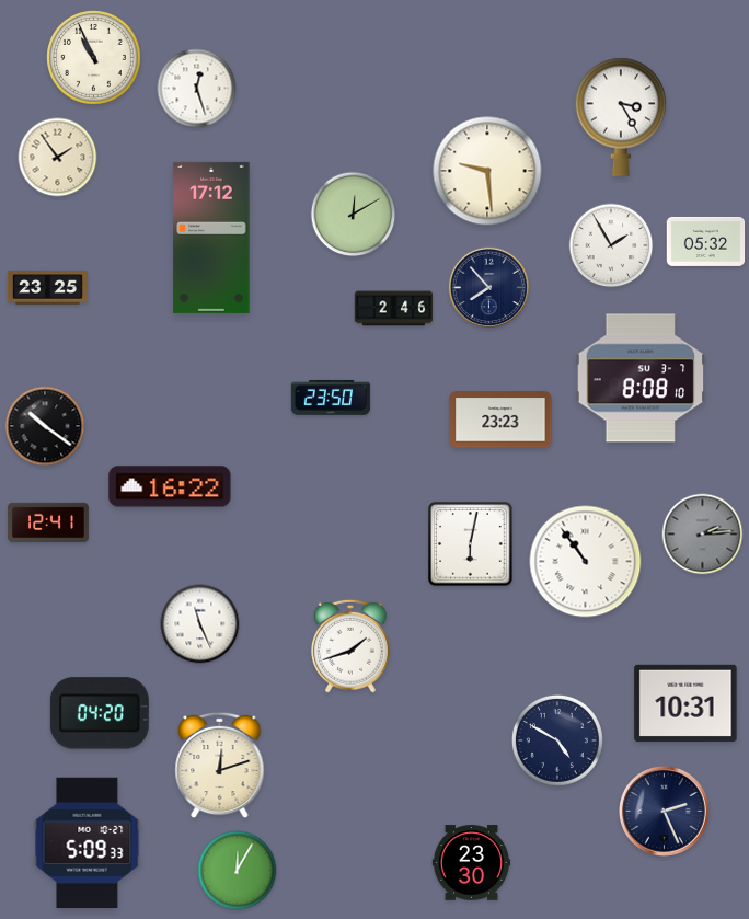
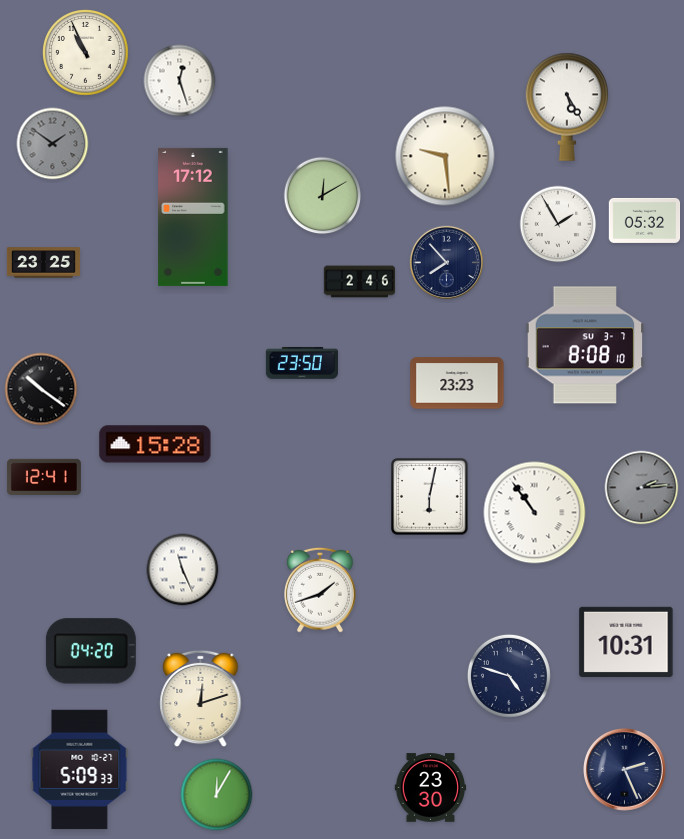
clock at (621, 117): 3:25 -> 5:25
clock at (58, 158): 1:54 -> 1:51
clock at (58, 158) dial: cream -> grey
clock at (170, 486): 16:22 -> 15:28
clock at (557, 740): 4:50 -> 4:48
clock at (665, 812) position: (665, 812) -> (625, 770)
